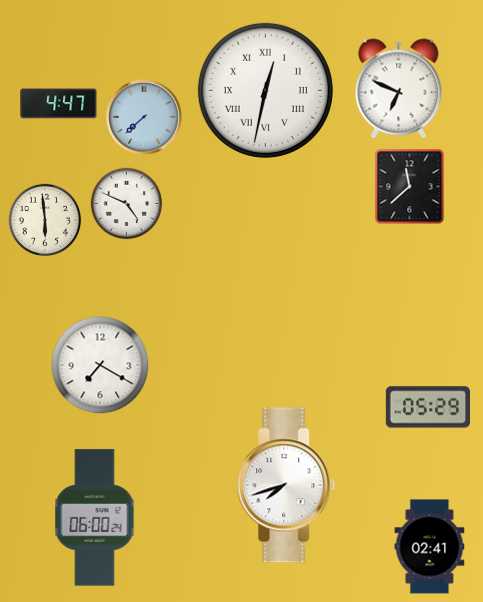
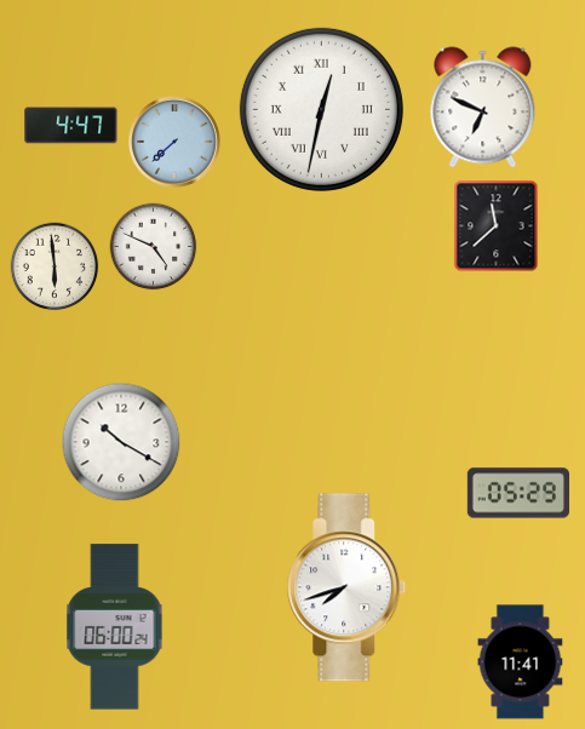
clock at (100, 365): 7:20 -> 10:20
clock at (430, 547): 02:41 -> 11:41
